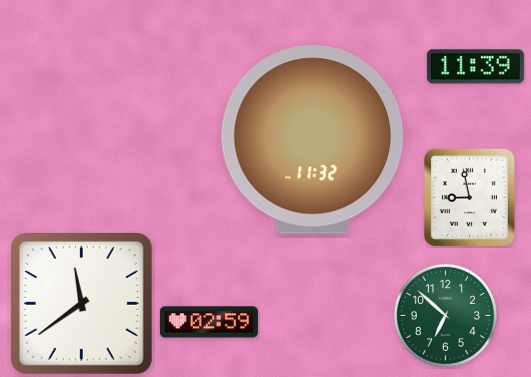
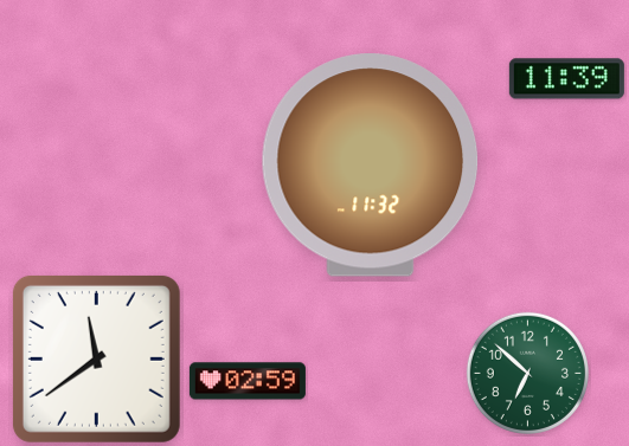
clock at (475, 67) position: (475, 67) -> (566, 79)
clock at (469, 197): 8:58 -> none
